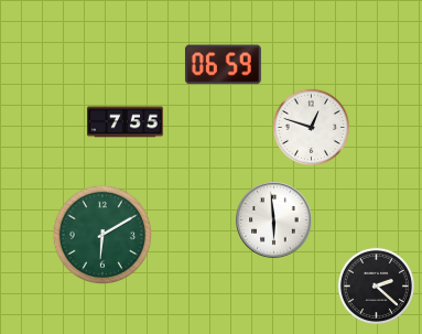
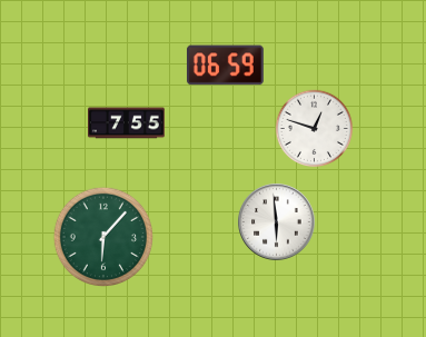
clock at (101, 234): 6:10 -> 6:07
clock at (376, 285): 2:22 -> none
